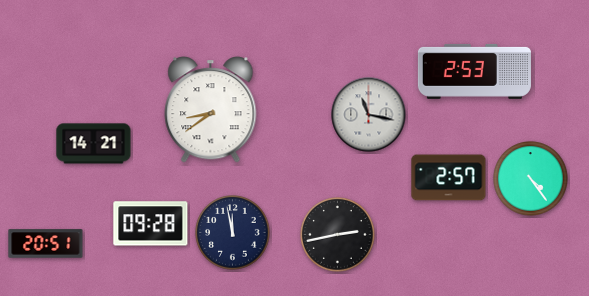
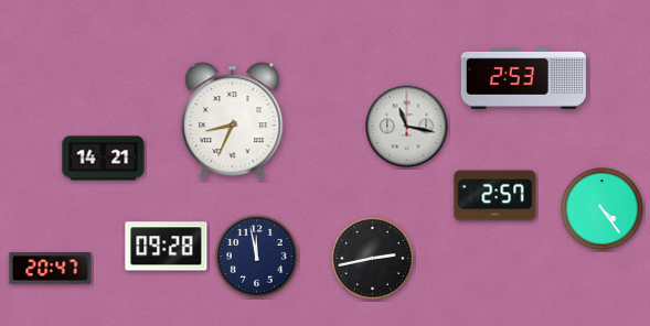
clock at (211, 110): 8:39 -> 8:34
clock at (531, 179) position: (531, 179) -> (603, 209)
clock at (46, 244): 20:51 -> 20:47
